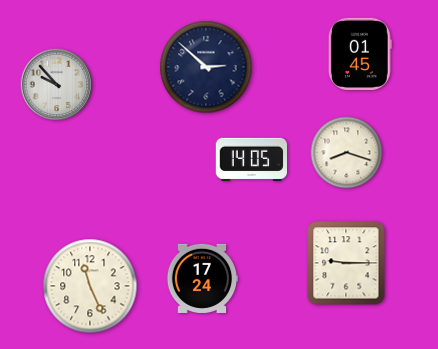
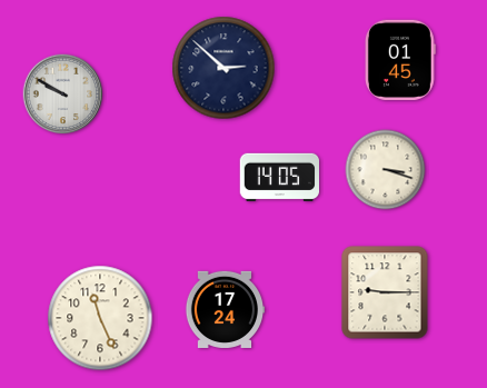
clock at (206, 67) position: (206, 67) -> (223, 68)
clock at (57, 85): 9:53 -> 9:50
clock at (347, 153): 8:18 -> 3:18
